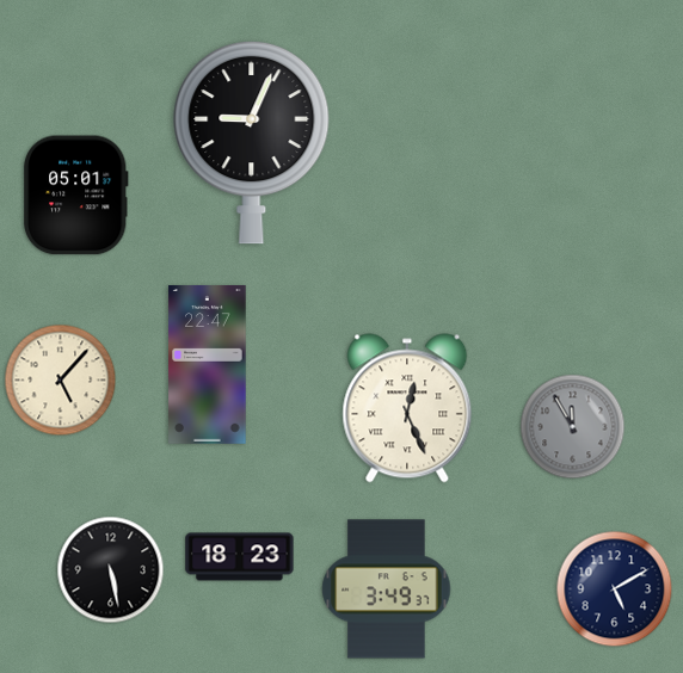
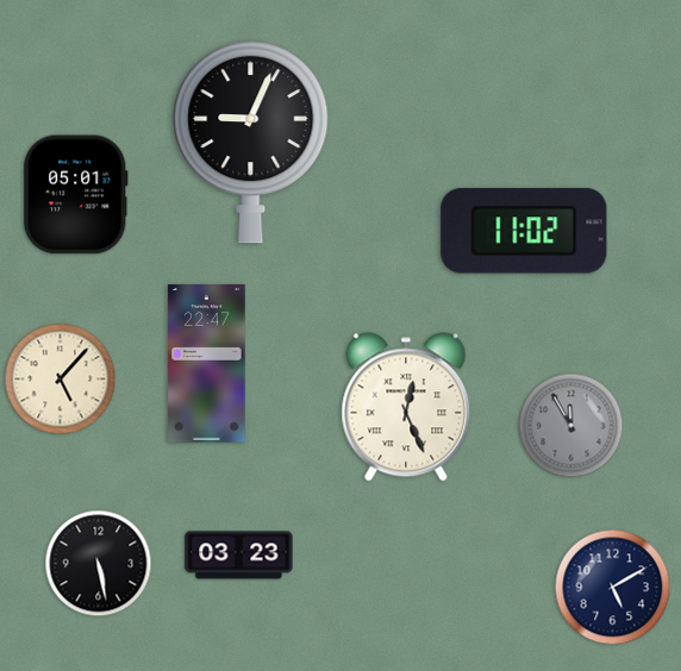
clock at (524, 231): none -> 11:02
clock at (240, 557): 18:23 -> 03:23
clock at (111, 570) position: (111, 570) -> (99, 564)
clock at (387, 589): 3:49 -> none
